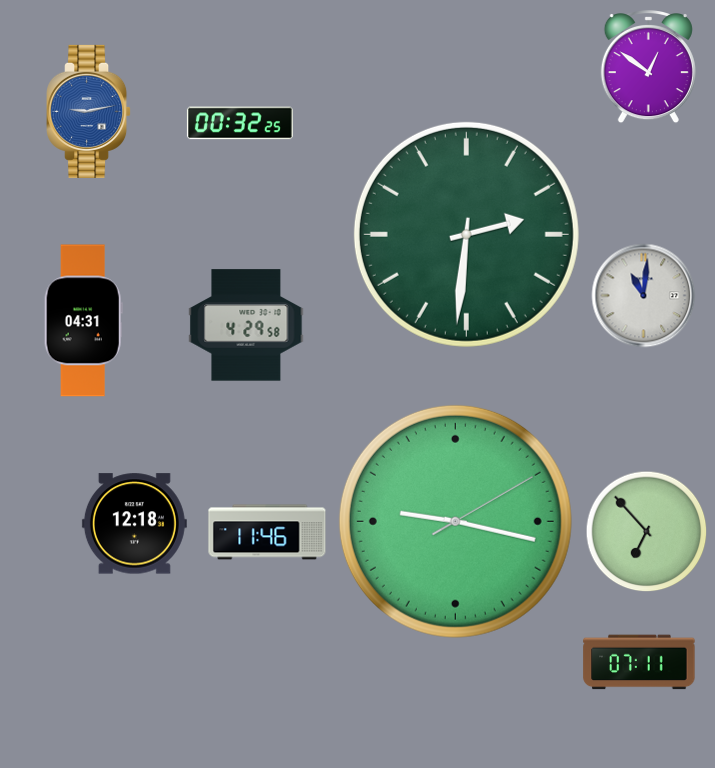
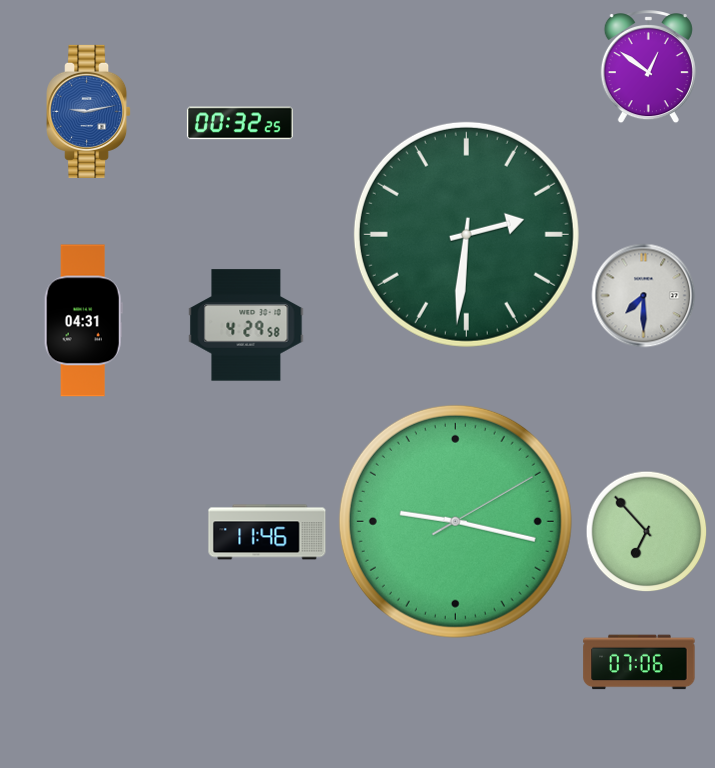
clock at (644, 296): 11:01 -> 7:30
clock at (134, 524): 12:18 -> none
clock at (639, 662): 07:11 -> 07:06
